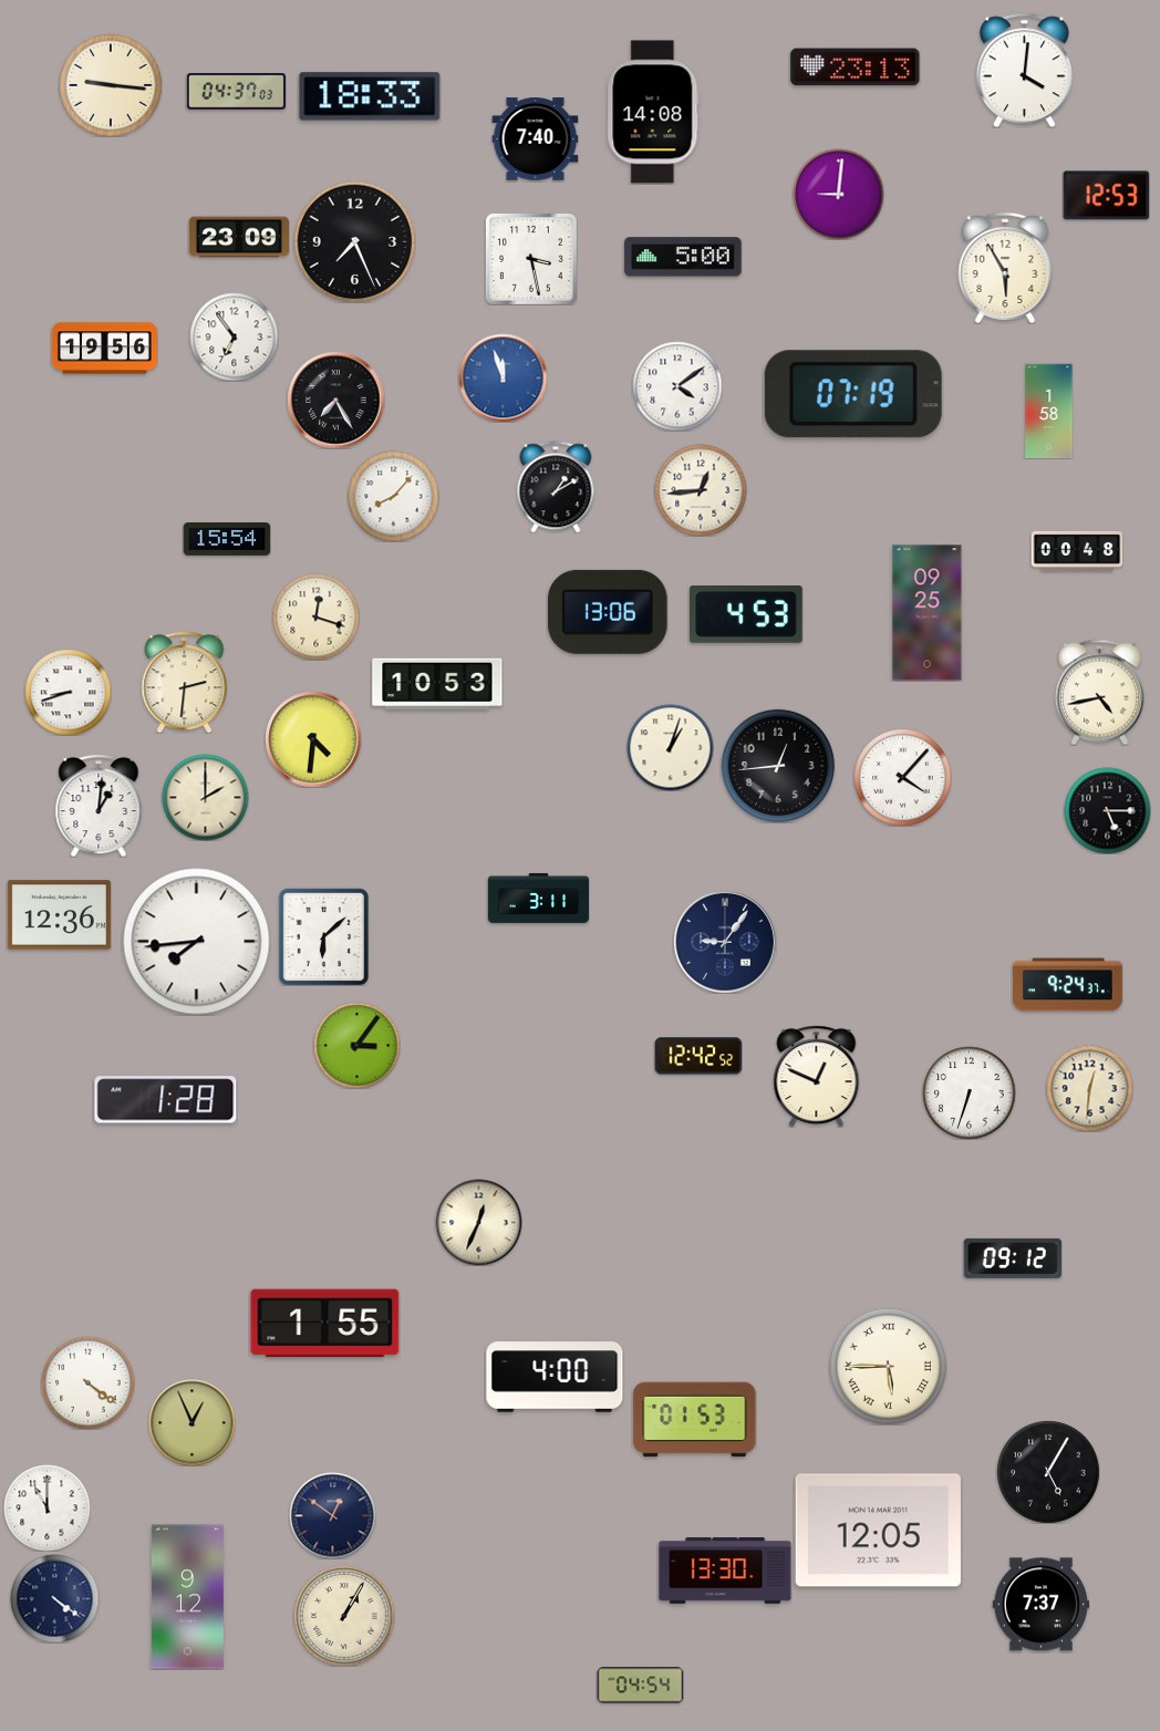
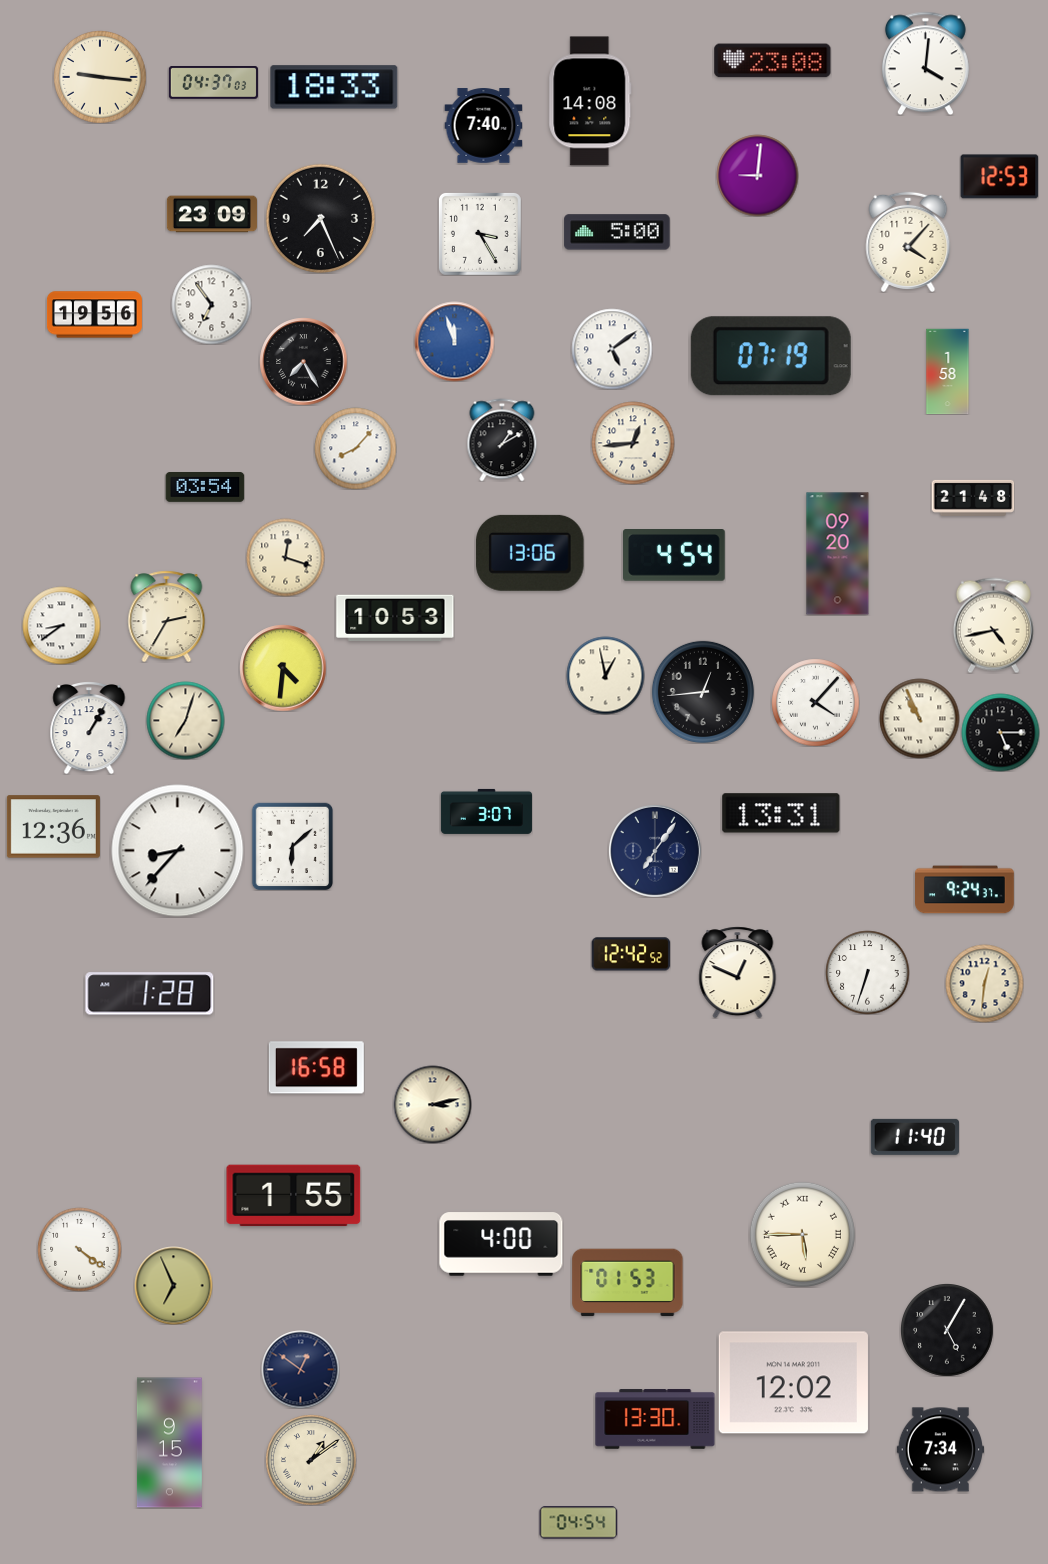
clock at (856, 68): 23:13 -> 23:08
clock at (239, 237) position: (239, 237) -> (212, 214)
clock at (531, 259): 3:28 -> 3:25
clock at (1005, 268): 5:55 -> 4:07
clock at (677, 386): 4:09 -> 5:09
clock at (227, 540): 15:54 -> 03:54
clock at (1077, 551): 00:48 -> 21:48
clock at (608, 612) position: (608, 612) -> (530, 553)
clock at (928, 613): 09:25 -> 09:20
clock at (747, 615): 4:53 -> 4:54
clock at (185, 682): 2:31 -> 2:35
clock at (68, 692): 8:42 -> 8:39
clock at (670, 747): 1:03 -> 12:58
clock at (919, 718): none -> 10:56
clock at (205, 797): 2:00 -> 7:03
clock at (99, 806): 1:01 -> 1:05
clock at (538, 898): 3:11 -> 3:07
clock at (781, 813): none -> 13:31
clock at (197, 942): 7:44 -> 8:37
clock at (725, 942): 9:06 -> 7:06
clock at (356, 1045): 3:06 -> none
clock at (969, 1092) position: (969, 1092) -> (867, 972)
clock at (316, 1068): none -> 16:58
clock at (478, 1222): 12:34 -> 3:13
clock at (1013, 1258): 09:12 -> 11:40
clock at (191, 1422): 12:56 -> 6:56
clock at (46, 1507): 11:00 -> none
clock at (878, 1531): 12:05 -> 12:02
clock at (187, 1597): 9:12 -> 9:15
clock at (54, 1598): 4:21 -> none
clock at (1040, 1605): 7:37 -> 7:34
clock at (344, 1616): 1:05 -> 1:09
